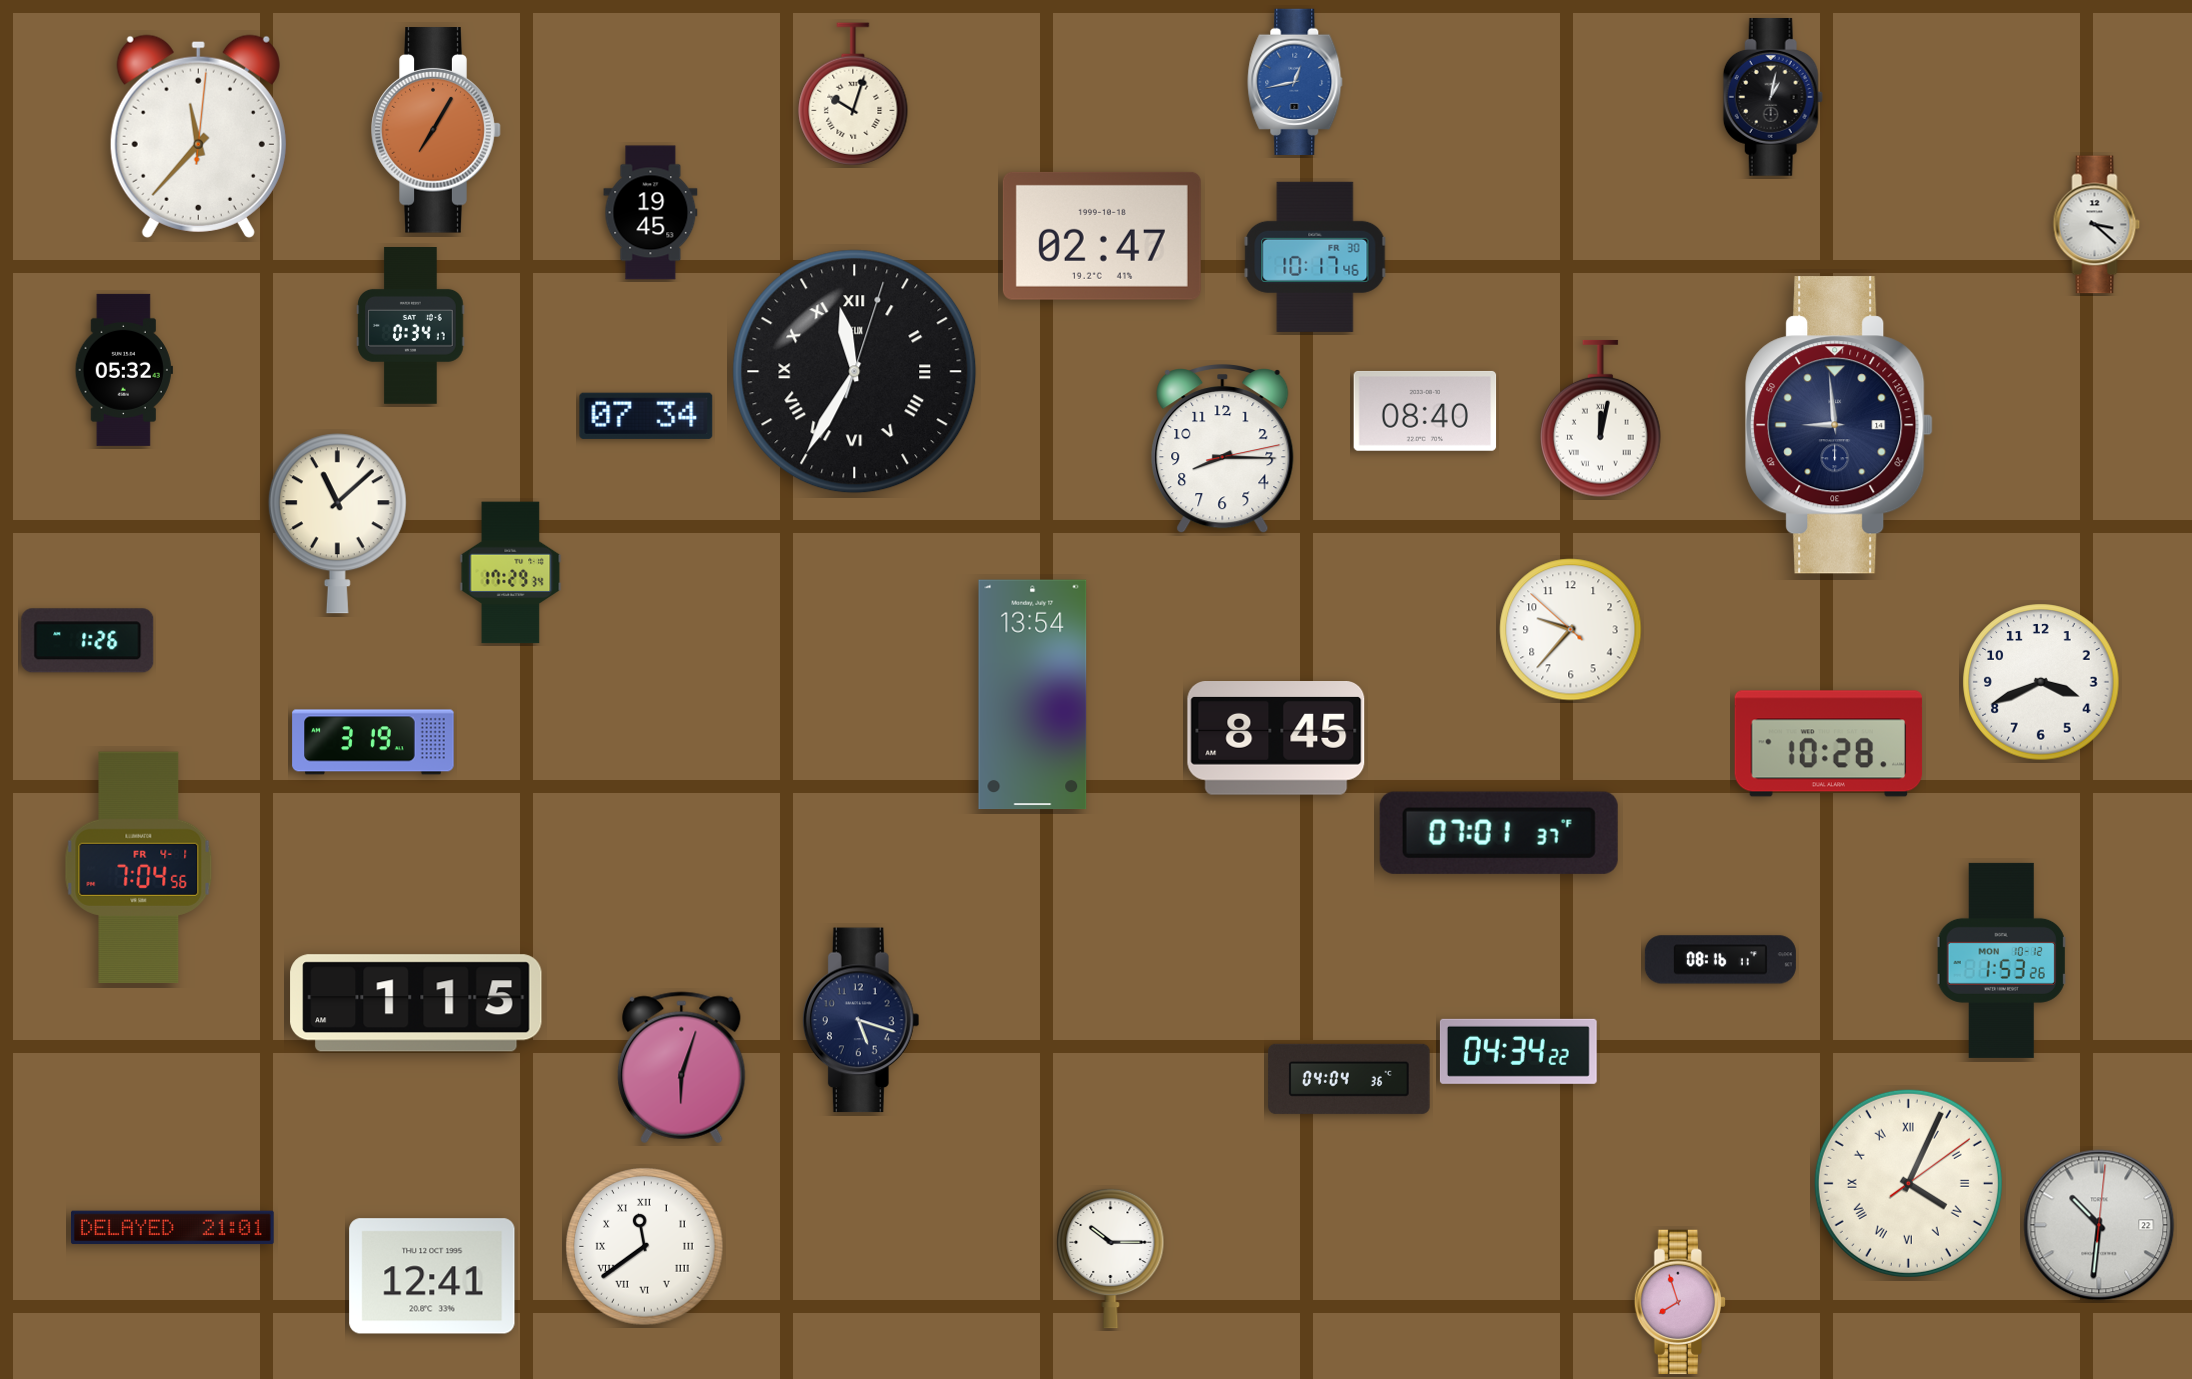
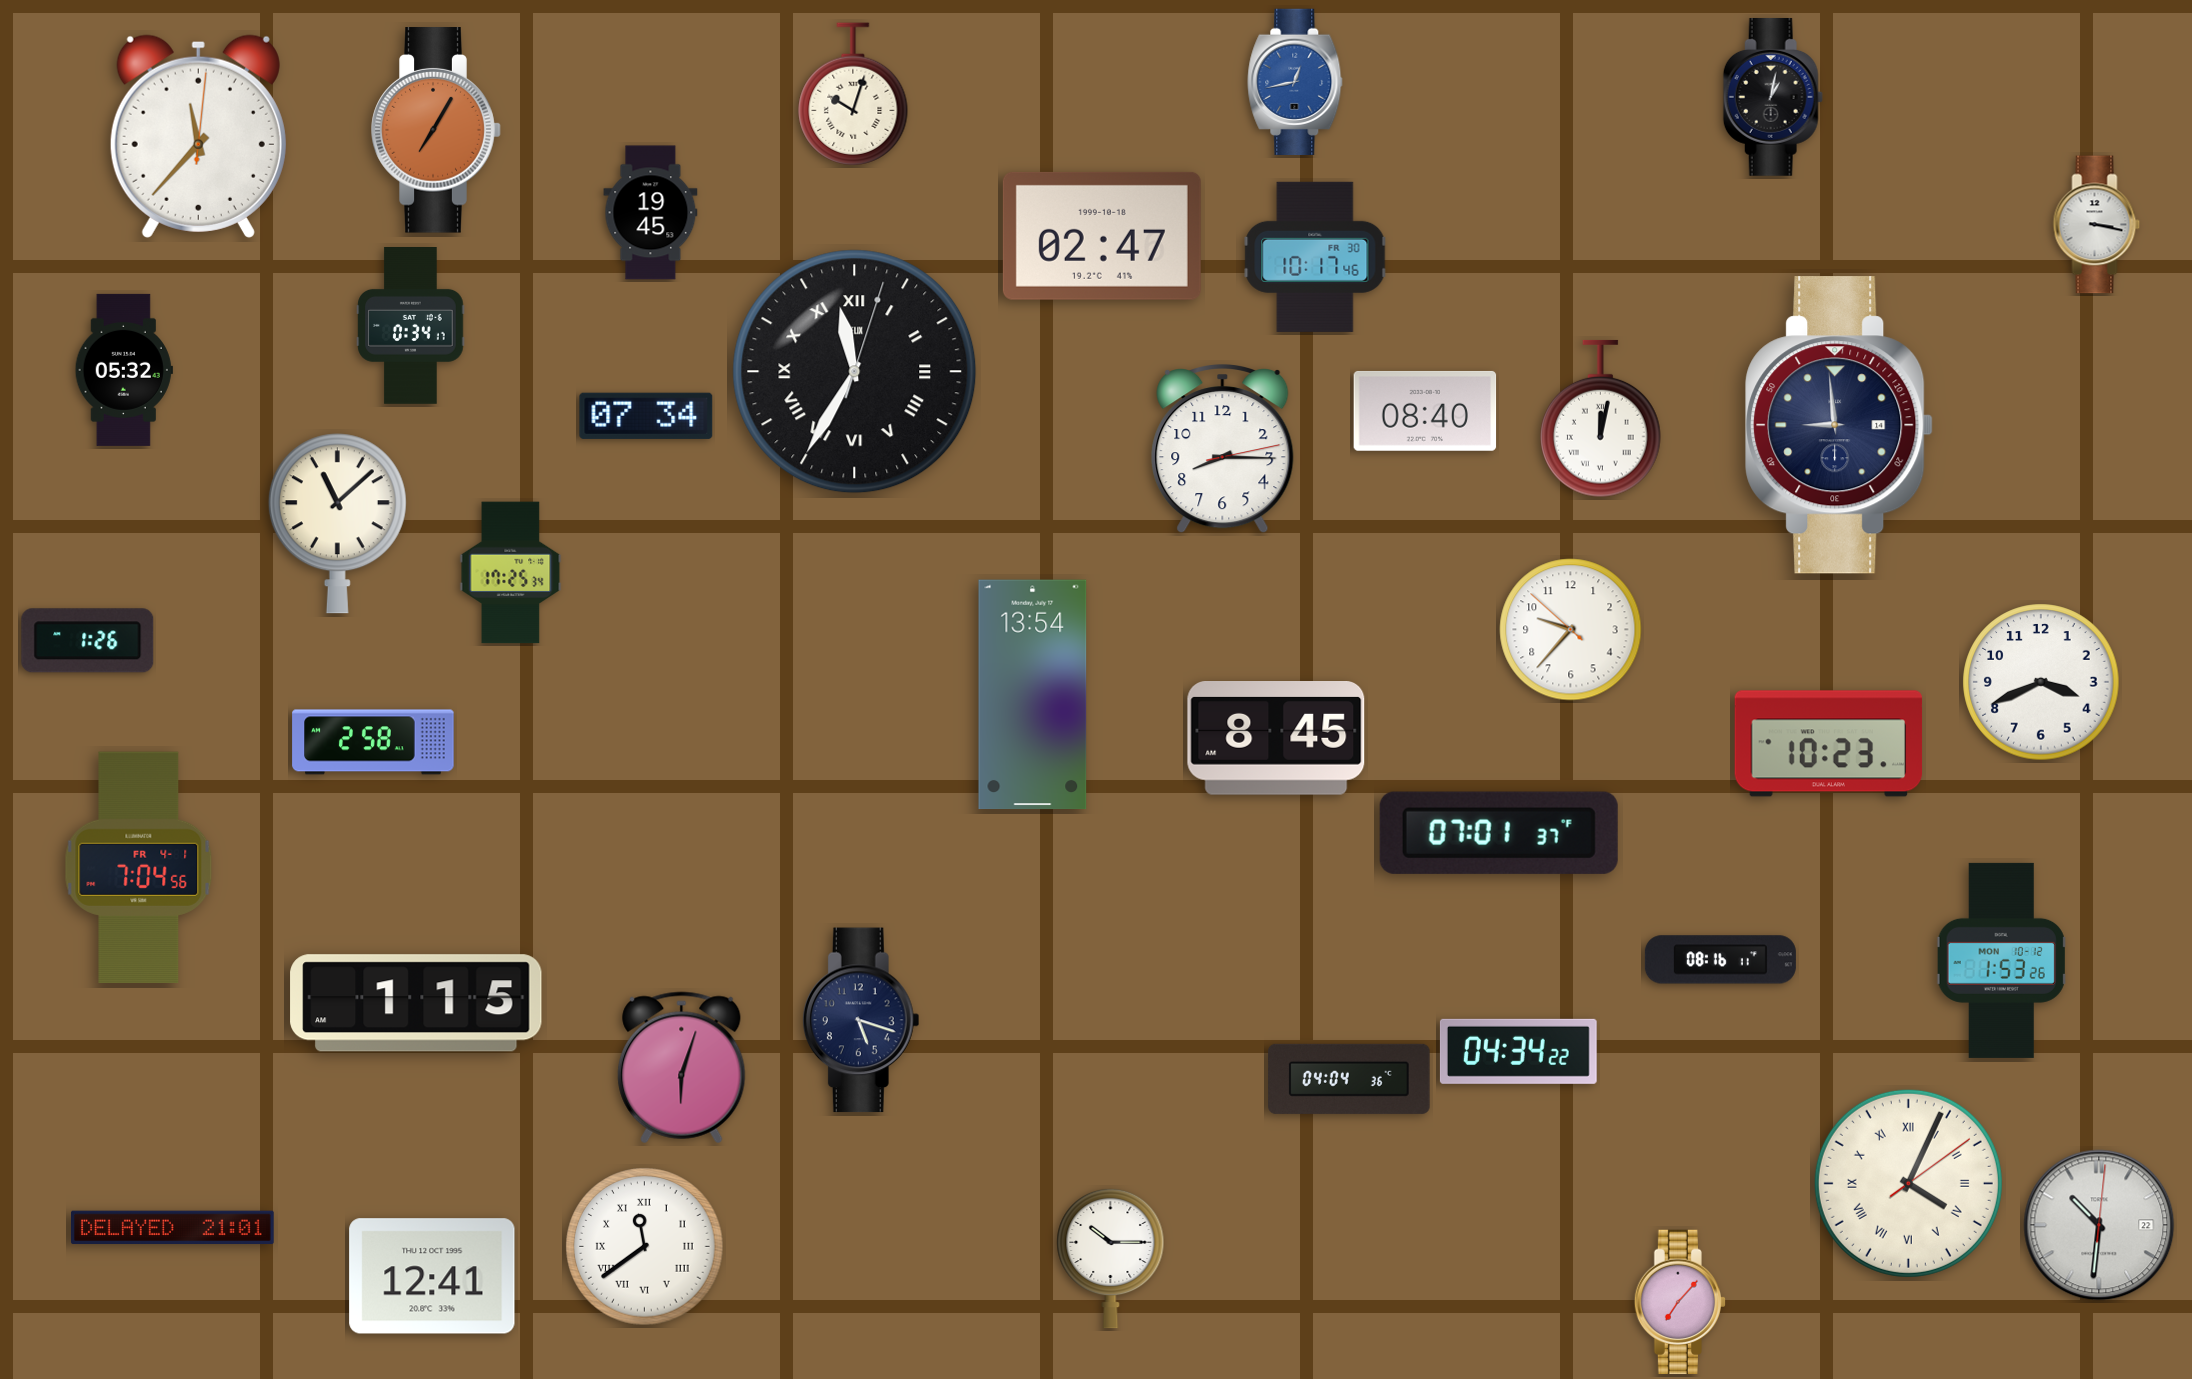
clock at (2097, 225): 3:22 -> 3:17
clock at (511, 573): 17:29 -> 17:25
clock at (373, 742): 3:19 -> 2:58
clock at (1829, 744): 10:28 -> 10:23
clock at (1679, 1302): 7:57 -> 7:07
